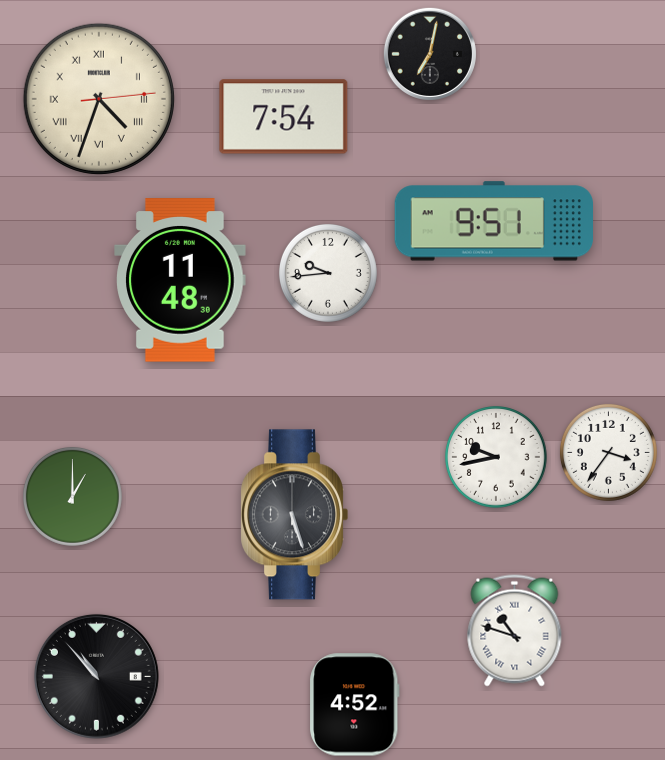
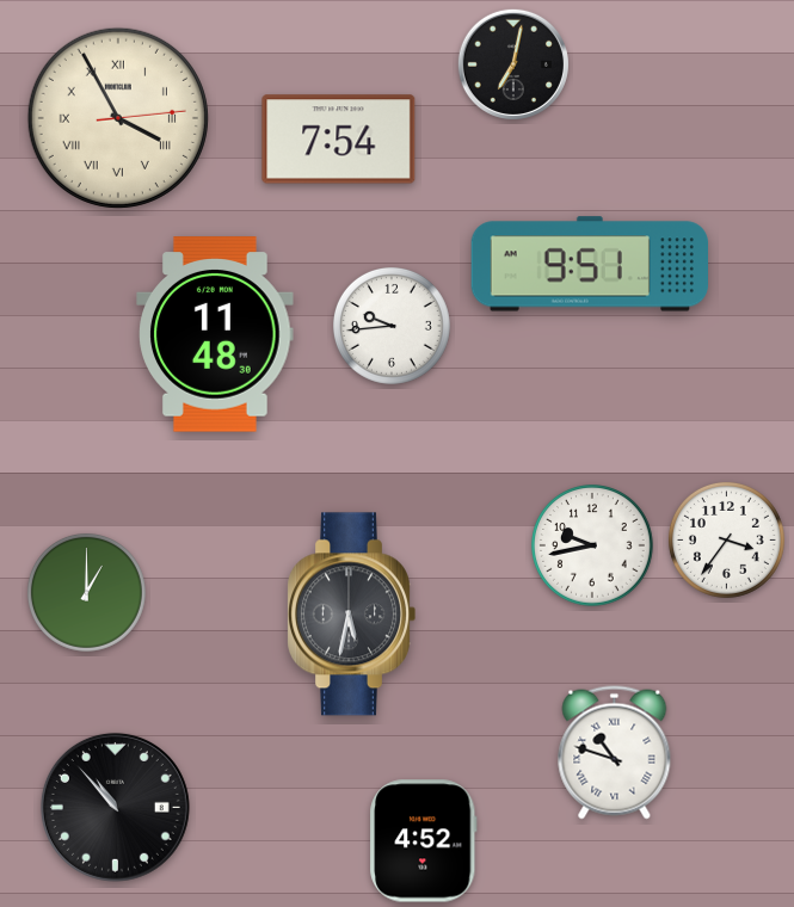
clock at (99, 99): 4:33 -> 3:55
clock at (294, 515): 5:27 -> 5:32
